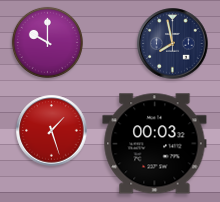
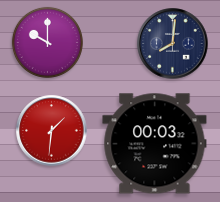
clock at (173, 44): 7:58 -> 8:01
clock at (52, 131): 1:27 -> 1:31
